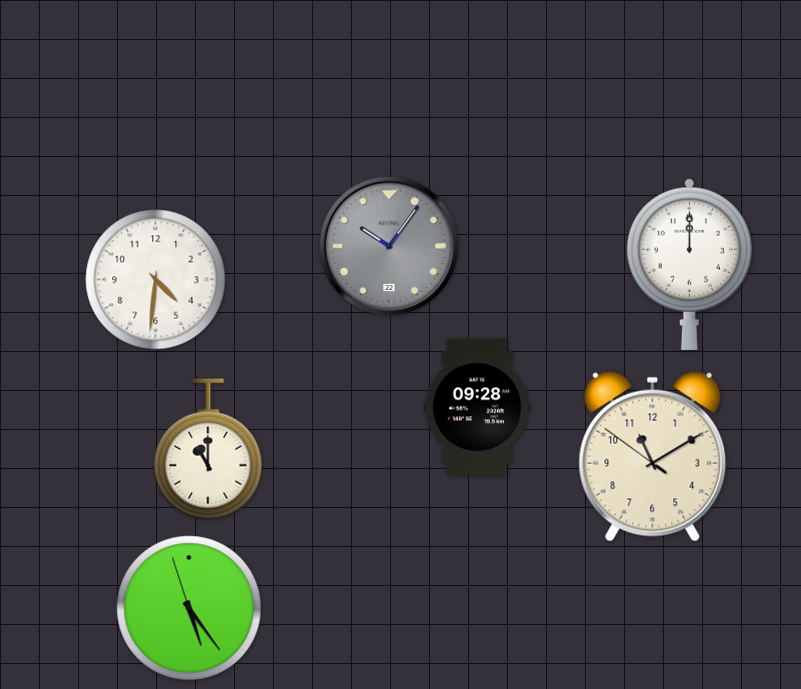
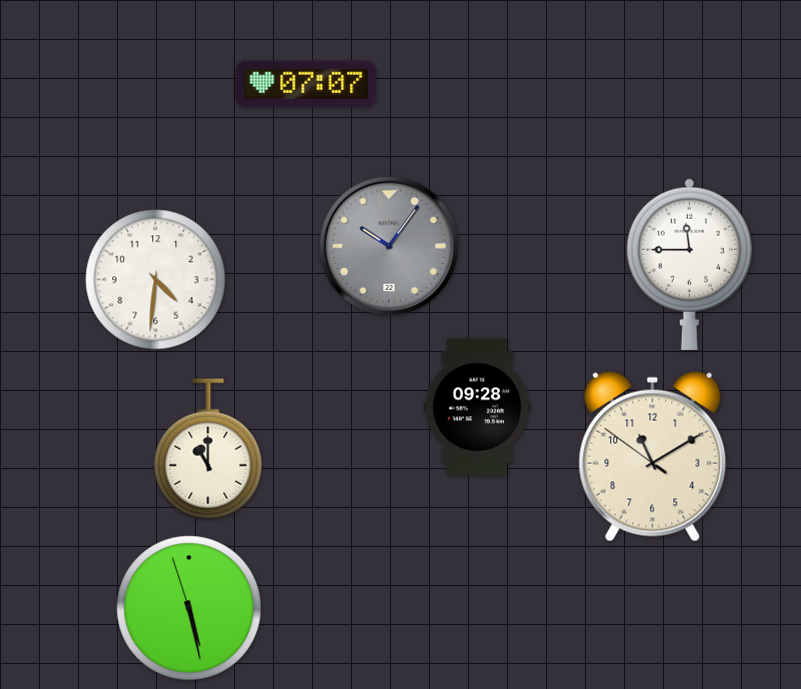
clock at (306, 84): none -> 07:07
clock at (689, 264): 12:00 -> 11:45
clock at (189, 608): 5:23 -> 5:27
